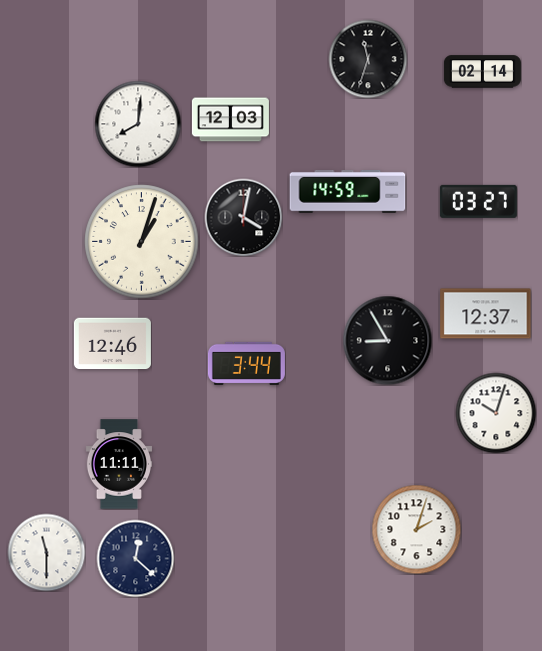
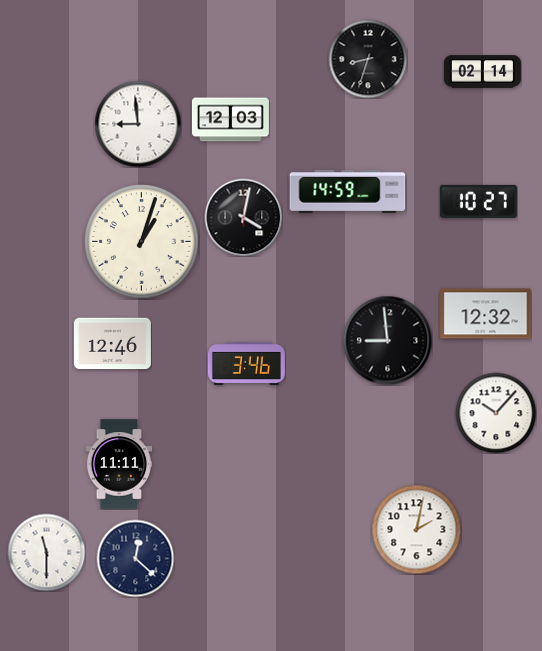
clock at (368, 59): 11:33 -> 8:33
clock at (138, 124): 8:01 -> 8:59
clock at (478, 201): 03:27 -> 10:27
clock at (486, 314): 12:37 -> 12:32
clock at (387, 340): 8:55 -> 8:59
clock at (246, 363): 3:44 -> 3:46
clock at (496, 413): 10:03 -> 10:07
clock at (416, 529): 2:03 -> 2:02
